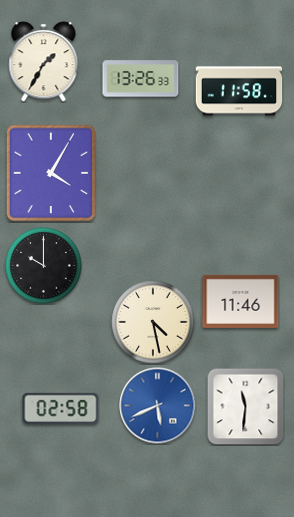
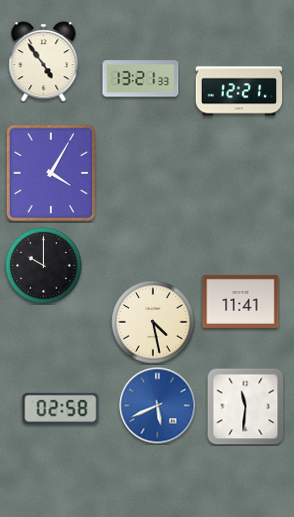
clock at (44, 62): 1:35 -> 4:54
clock at (141, 79): 13:26 -> 13:21
clock at (239, 91): 11:58 -> 12:21
clock at (241, 301): 11:46 -> 11:41
